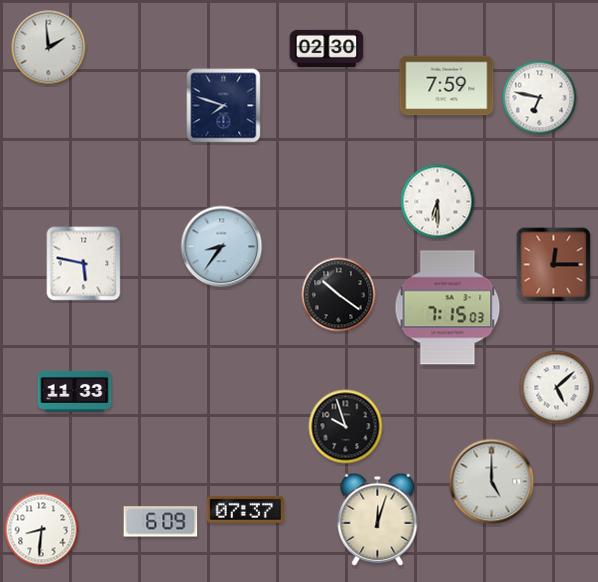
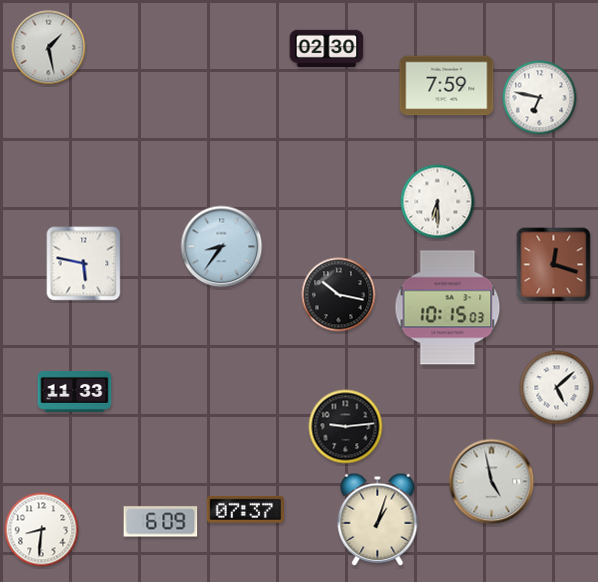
clock at (49, 48): 1:59 -> 1:28
clock at (224, 106): 7:48 -> none
clock at (554, 265): 12:15 -> 12:18
clock at (339, 295): 10:21 -> 10:17
clock at (448, 308): 7:15 -> 10:15
clock at (346, 427): 9:57 -> 9:14
clock at (492, 482): 5:00 -> 4:58
clock at (378, 519): 12:03 -> 1:03
